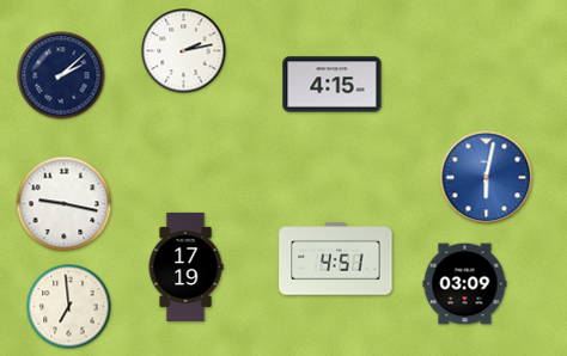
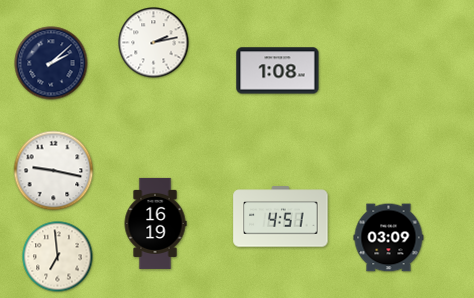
clock at (333, 85): 4:15 -> 1:08
clock at (487, 178): 6:02 -> none
clock at (185, 266): 17:19 -> 16:19
